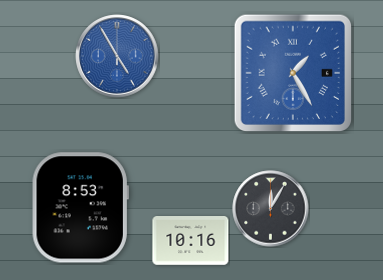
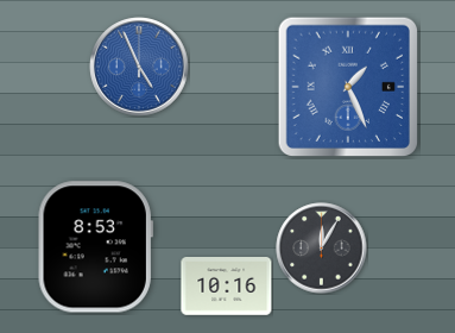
clock at (117, 56): 4:55 -> 4:56
clock at (292, 72): 1:25 -> 1:26
